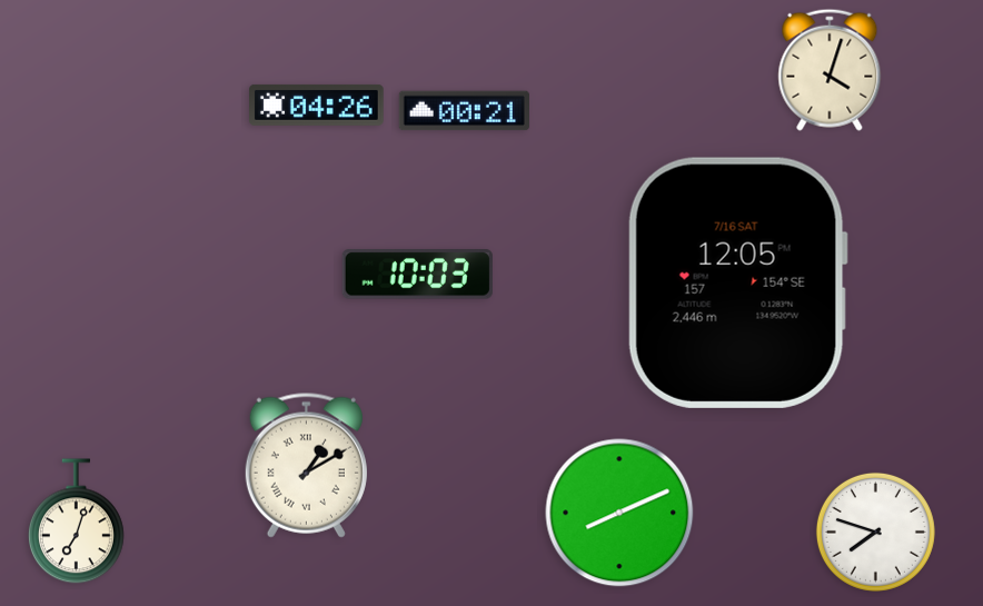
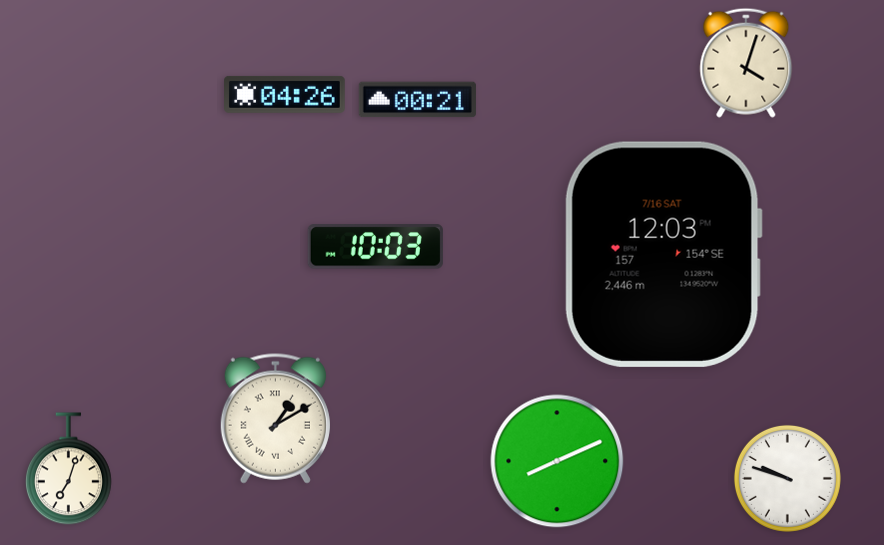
clock at (737, 282): 12:05 -> 12:03
clock at (875, 532): 7:48 -> 9:48
